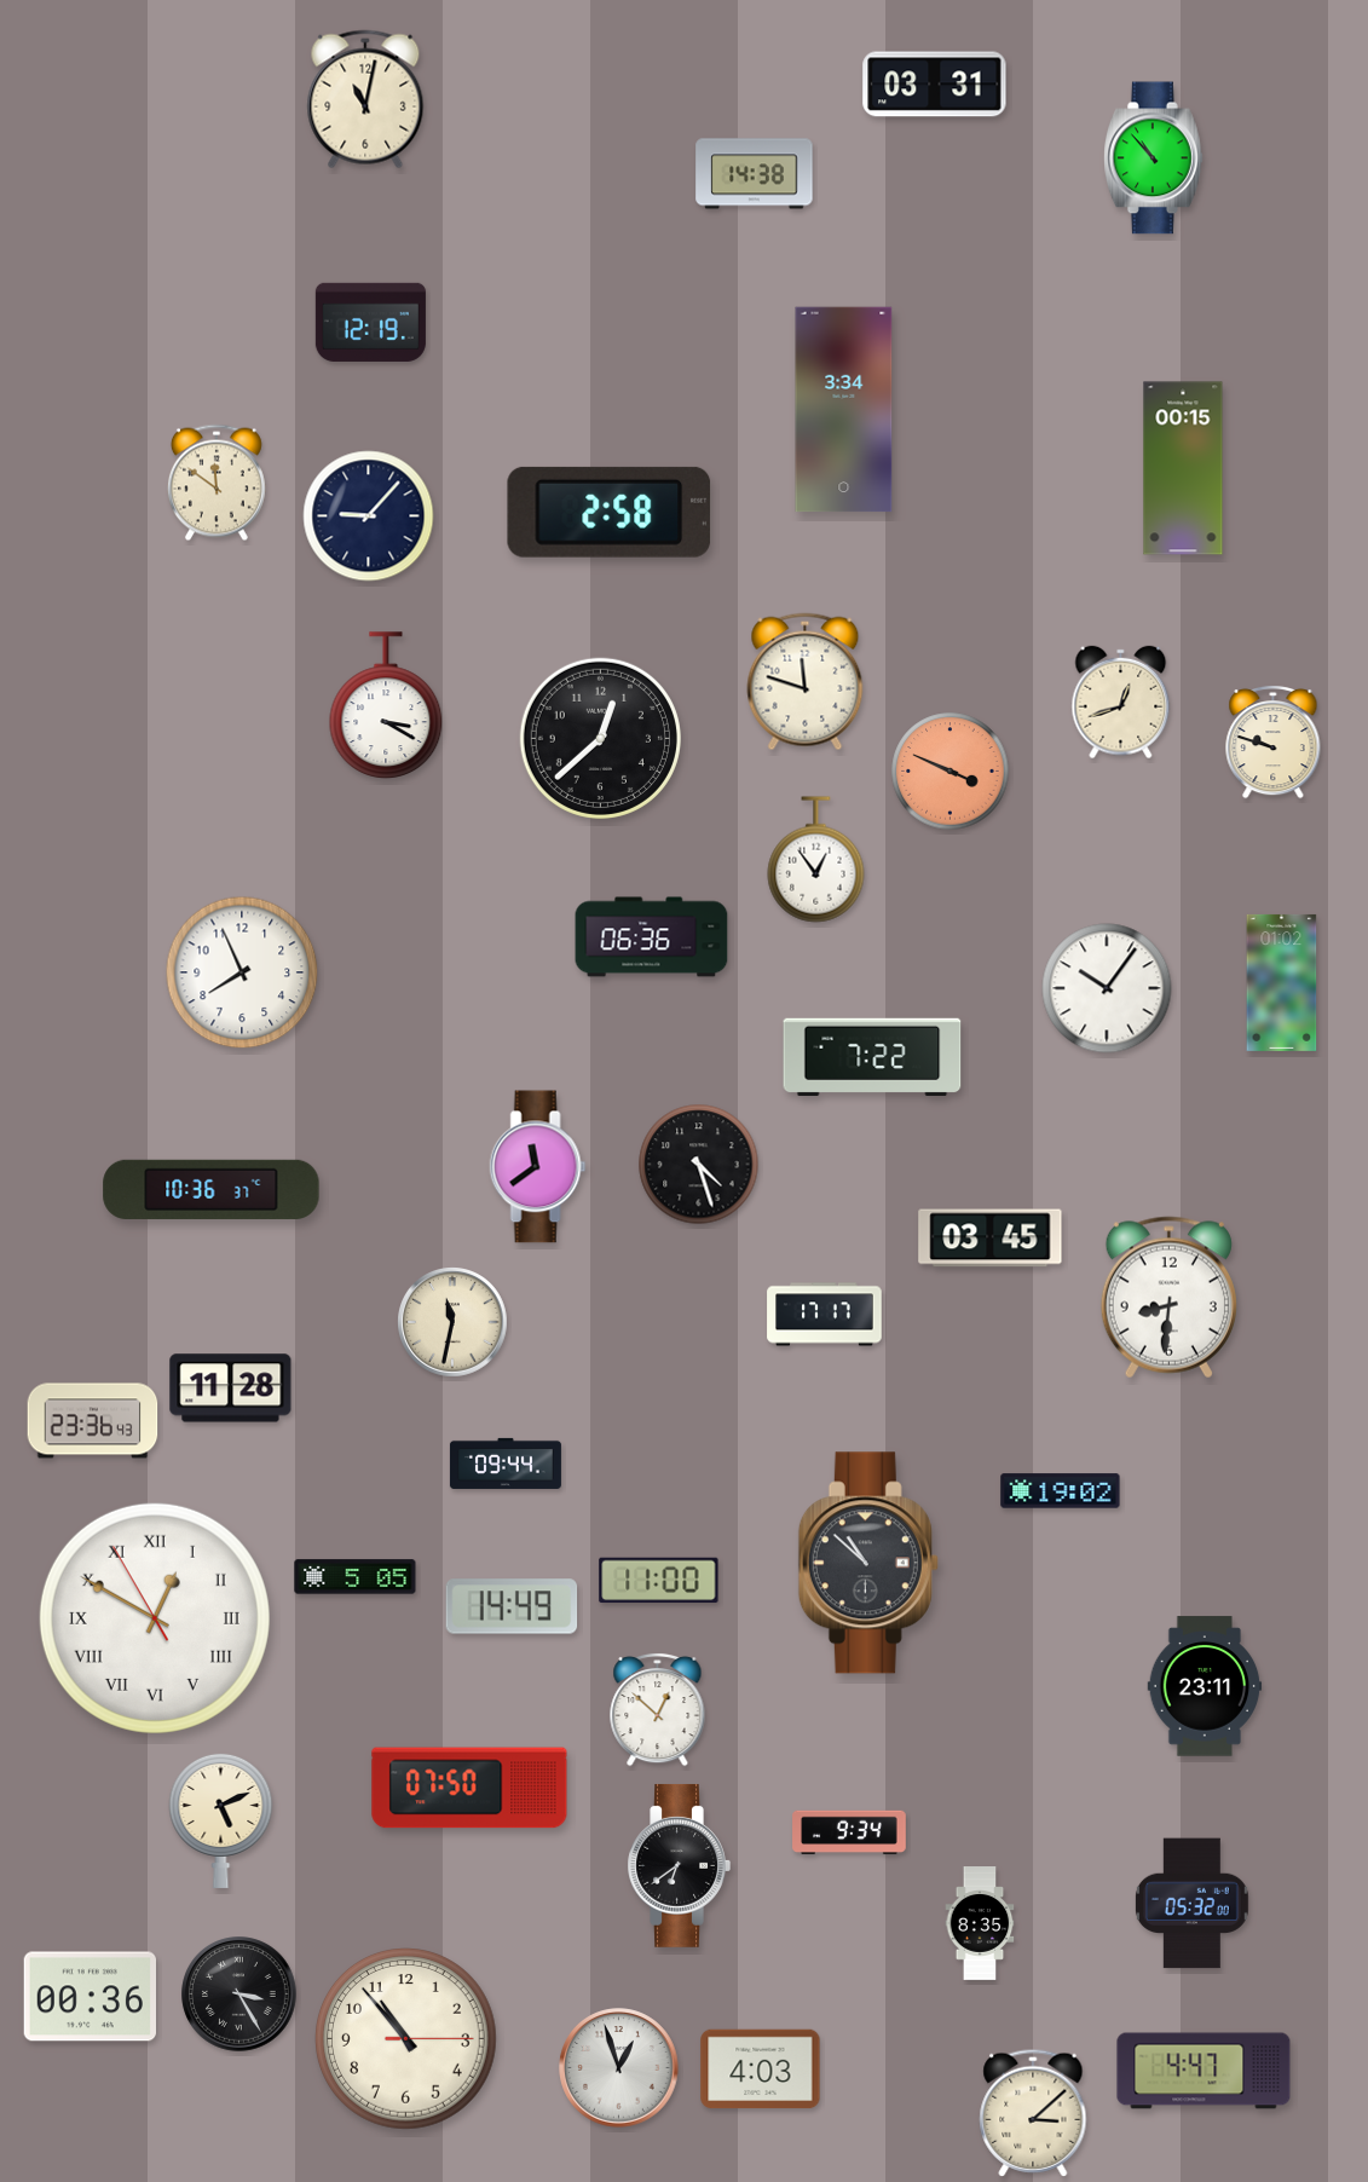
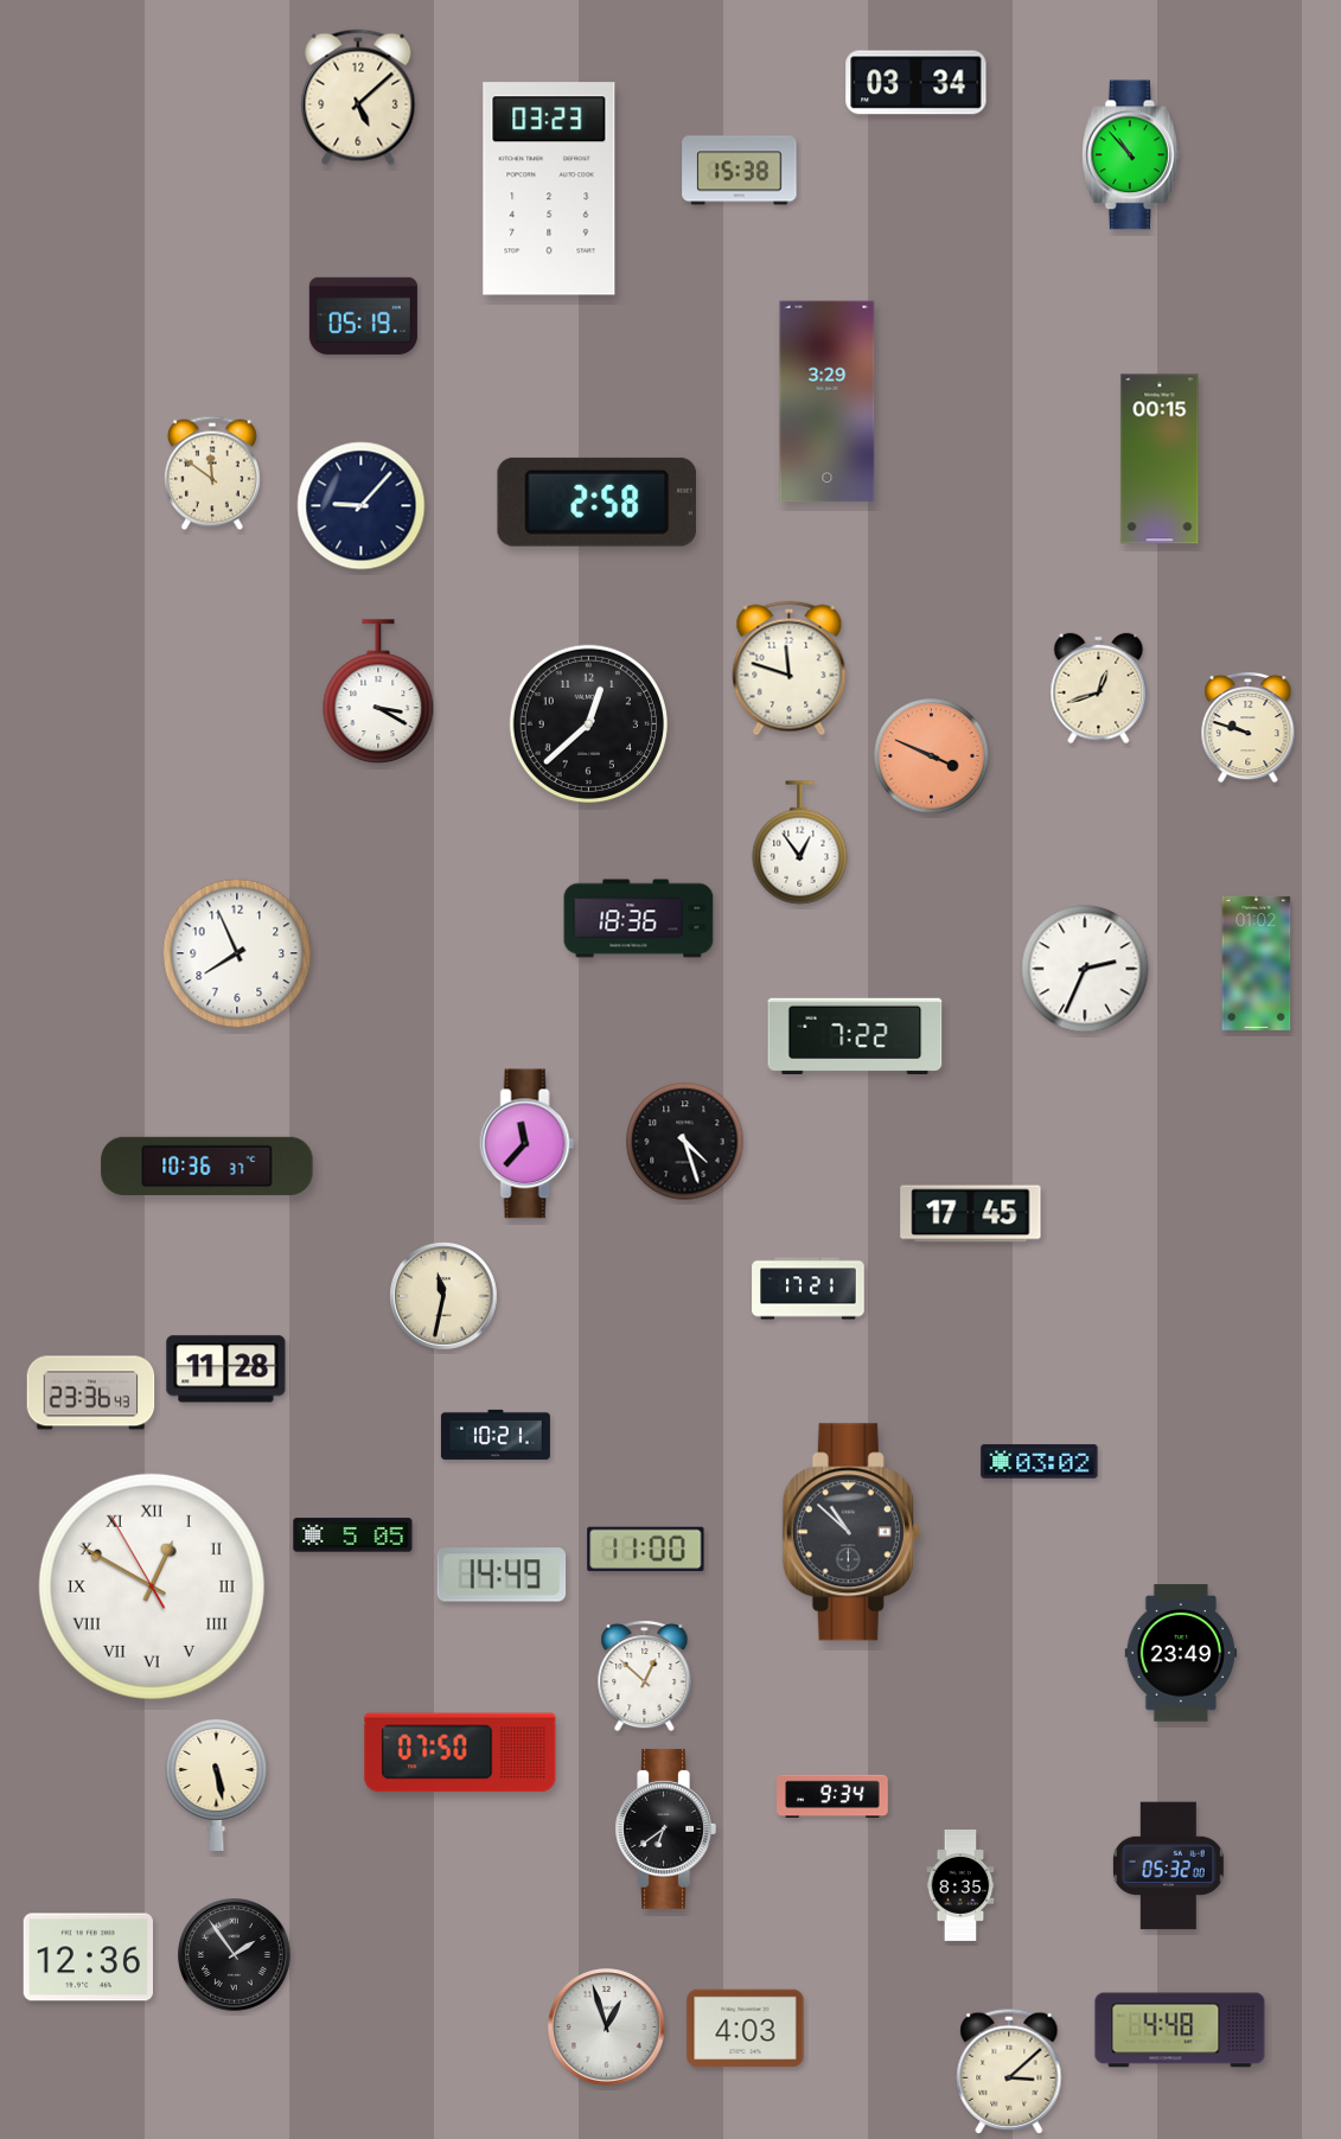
clock at (935, 85): 03:31 -> 03:34
clock at (365, 99): 11:02 -> 5:08
clock at (755, 174): 14:38 -> 15:38
clock at (549, 189): none -> 03:23
clock at (370, 322): 12:19 -> 05:19
clock at (844, 410): 3:34 -> 3:29
clock at (652, 937): 06:36 -> 18:36
clock at (1107, 988): 10:06 -> 2:34
clock at (538, 1167): 11:39 -> 11:37
clock at (991, 1239): 03:45 -> 17:45
clock at (1168, 1298): 8:31 -> none
clock at (825, 1315): 17:17 -> 17:21
clock at (231, 1389) position: (231, 1389) -> (226, 1369)
clock at (506, 1464): 09:44 -> 10:21
clock at (1061, 1491): 19:02 -> 03:02
clock at (356, 1577) position: (356, 1577) -> (353, 1535)
clock at (1205, 1686): 23:11 -> 23:49
clock at (221, 1820): 5:11 -> 5:28
clock at (239, 1995): 3:25 -> 1:54
clock at (90, 1997): 00:36 -> 12:36
clock at (406, 2039): 10:53 -> none
clock at (1204, 2071): 4:47 -> 4:48
clock at (1033, 2113) position: (1033, 2113) -> (1009, 2071)
